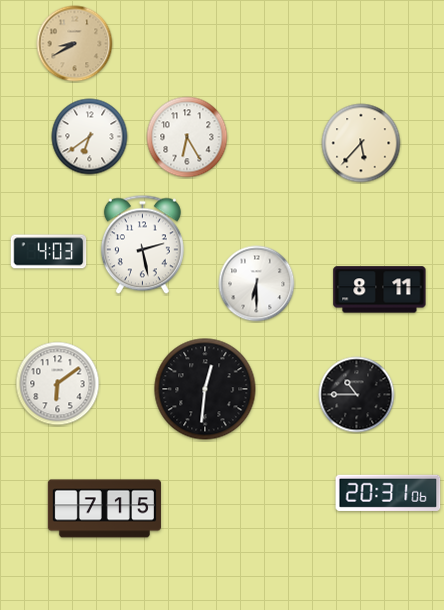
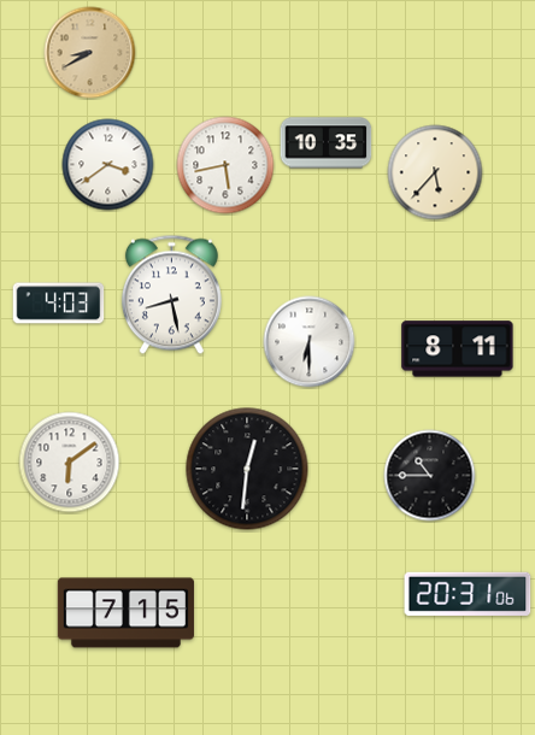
clock at (327, 143): none -> 10:35
clock at (90, 137): 6:39 -> 3:39
clock at (187, 137): 6:25 -> 5:43
clock at (142, 245): 2:28 -> 8:28
